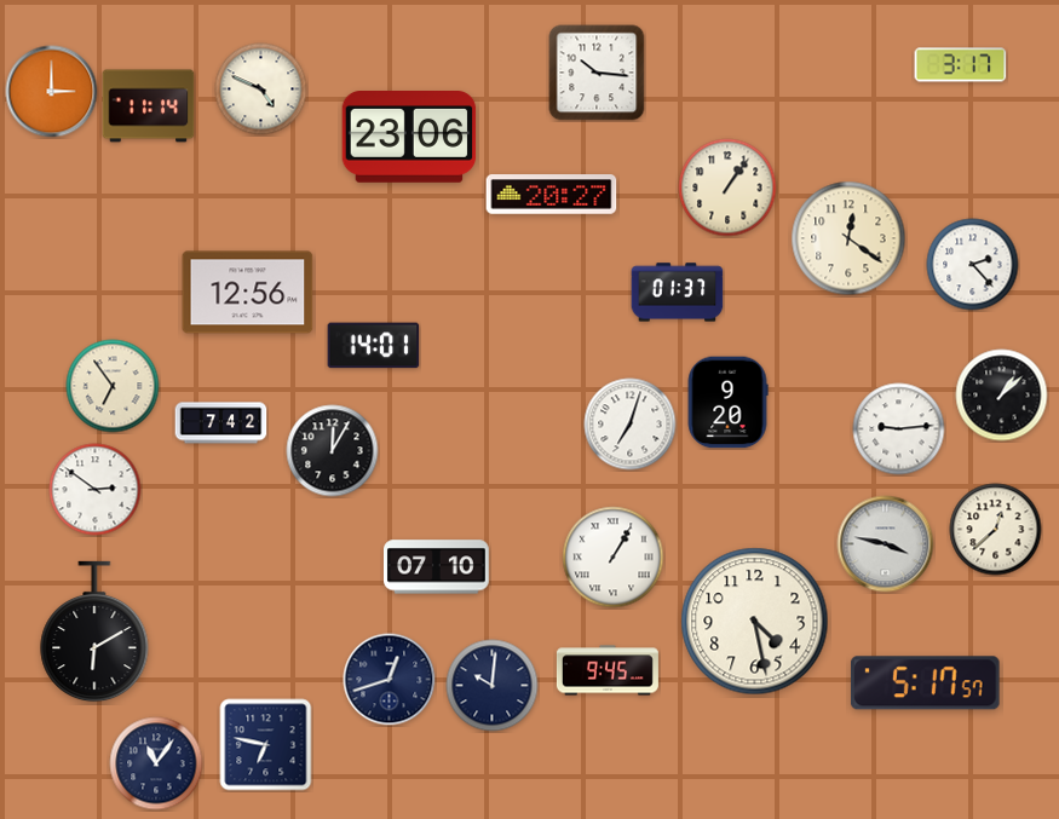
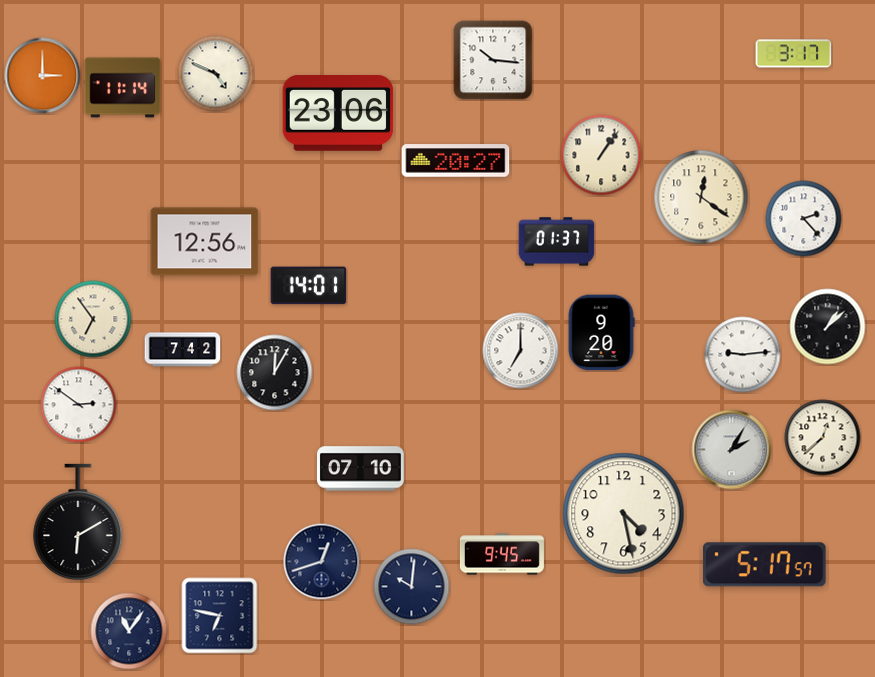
clock at (678, 293) position: (678, 293) -> (557, 242)
clock at (631, 425): 7:03 -> 7:00
clock at (886, 544): 3:47 -> 2:05
clock at (614, 558): 1:05 -> none
clock at (493, 686) position: (493, 686) -> (412, 587)
